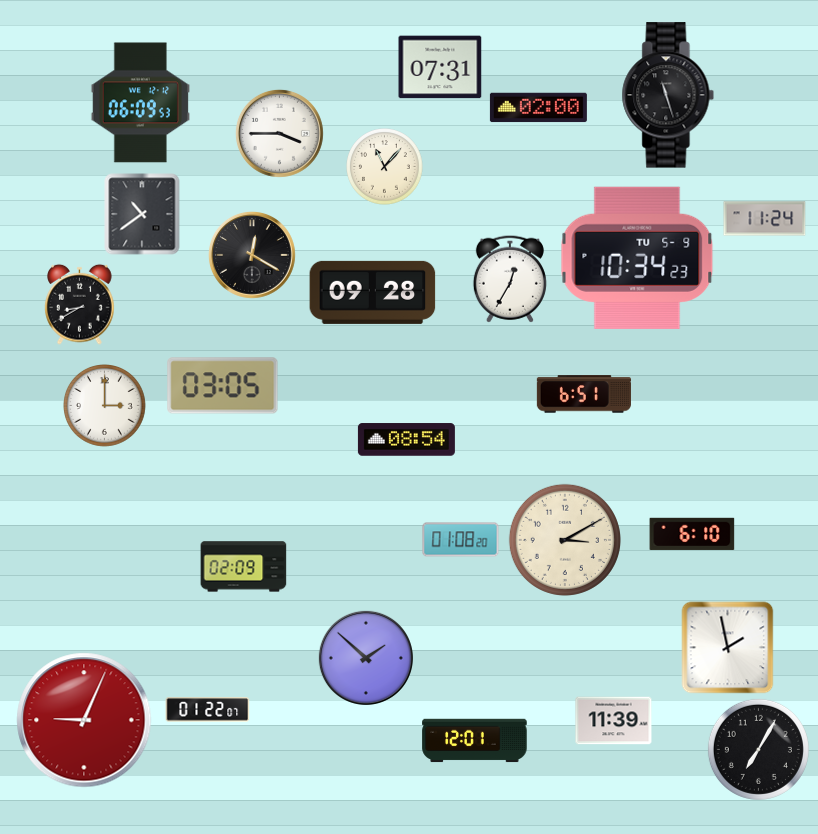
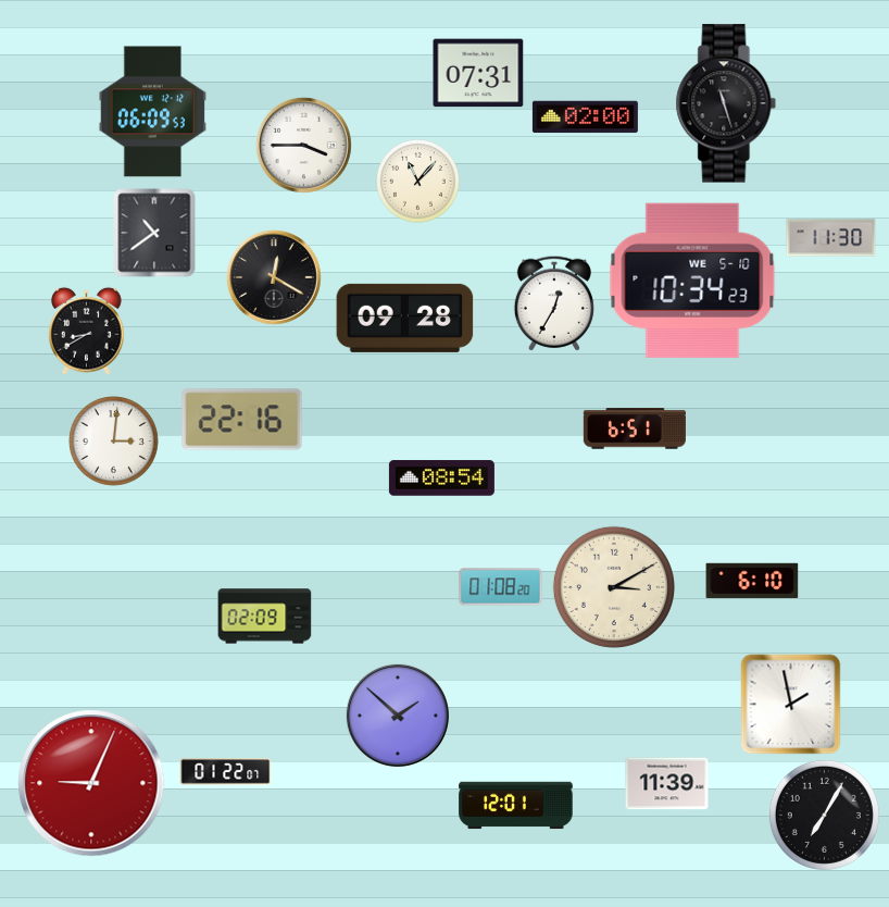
clock at (765, 219): 11:24 -> 11:30
clock at (637, 258) date: TU 5-9 -> WE 5-10
clock at (223, 386): 03:05 -> 22:16
clock at (105, 406): 3:00 -> 3:01
